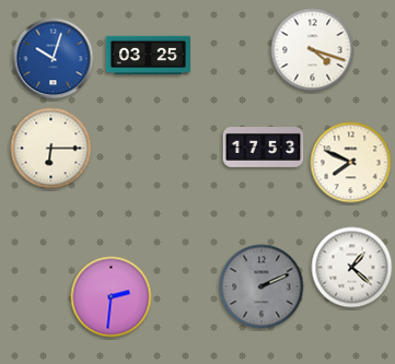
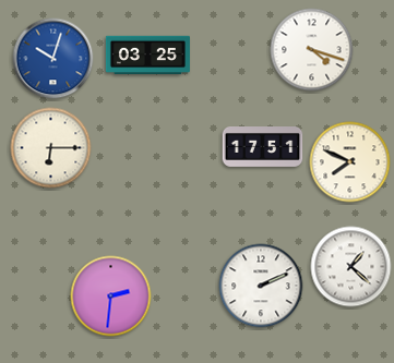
clock at (264, 148): 17:53 -> 17:51
clock at (262, 286) dial: grey -> white
